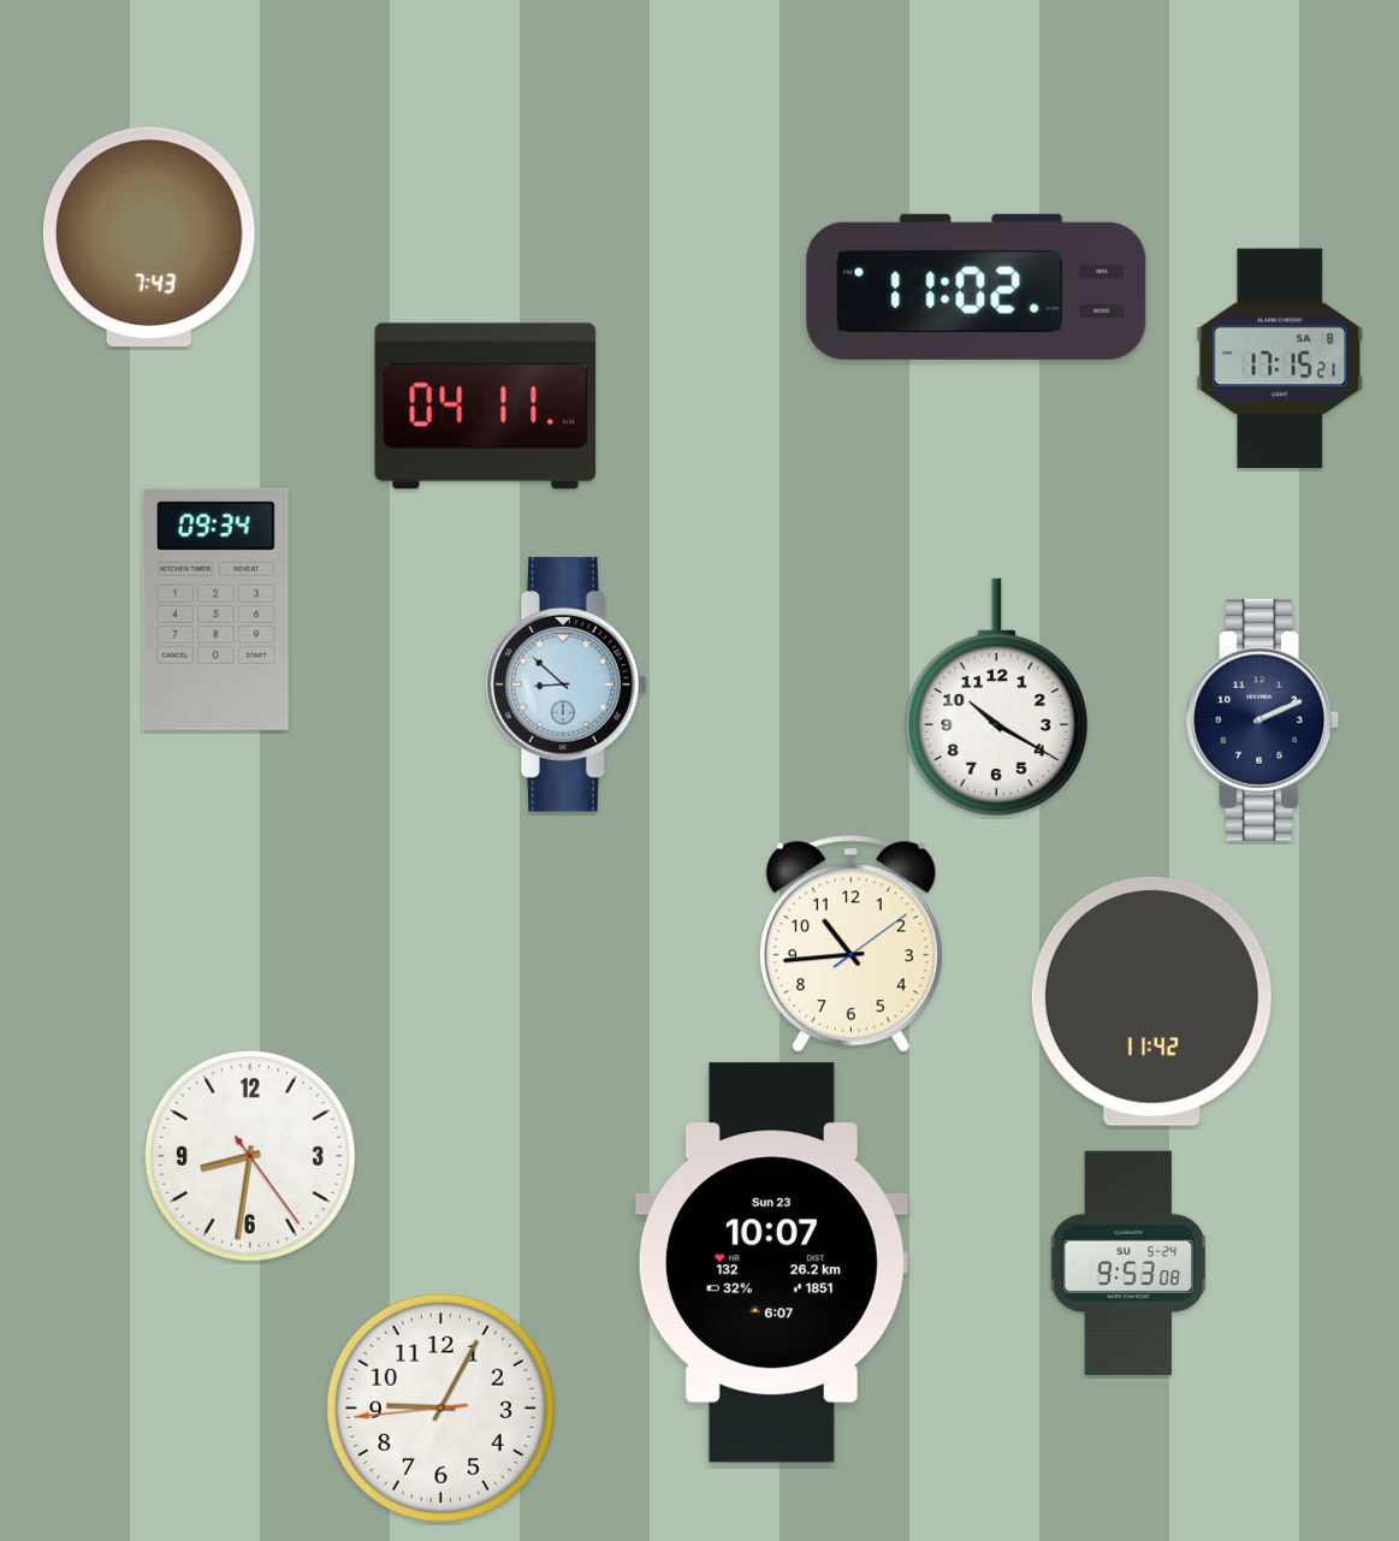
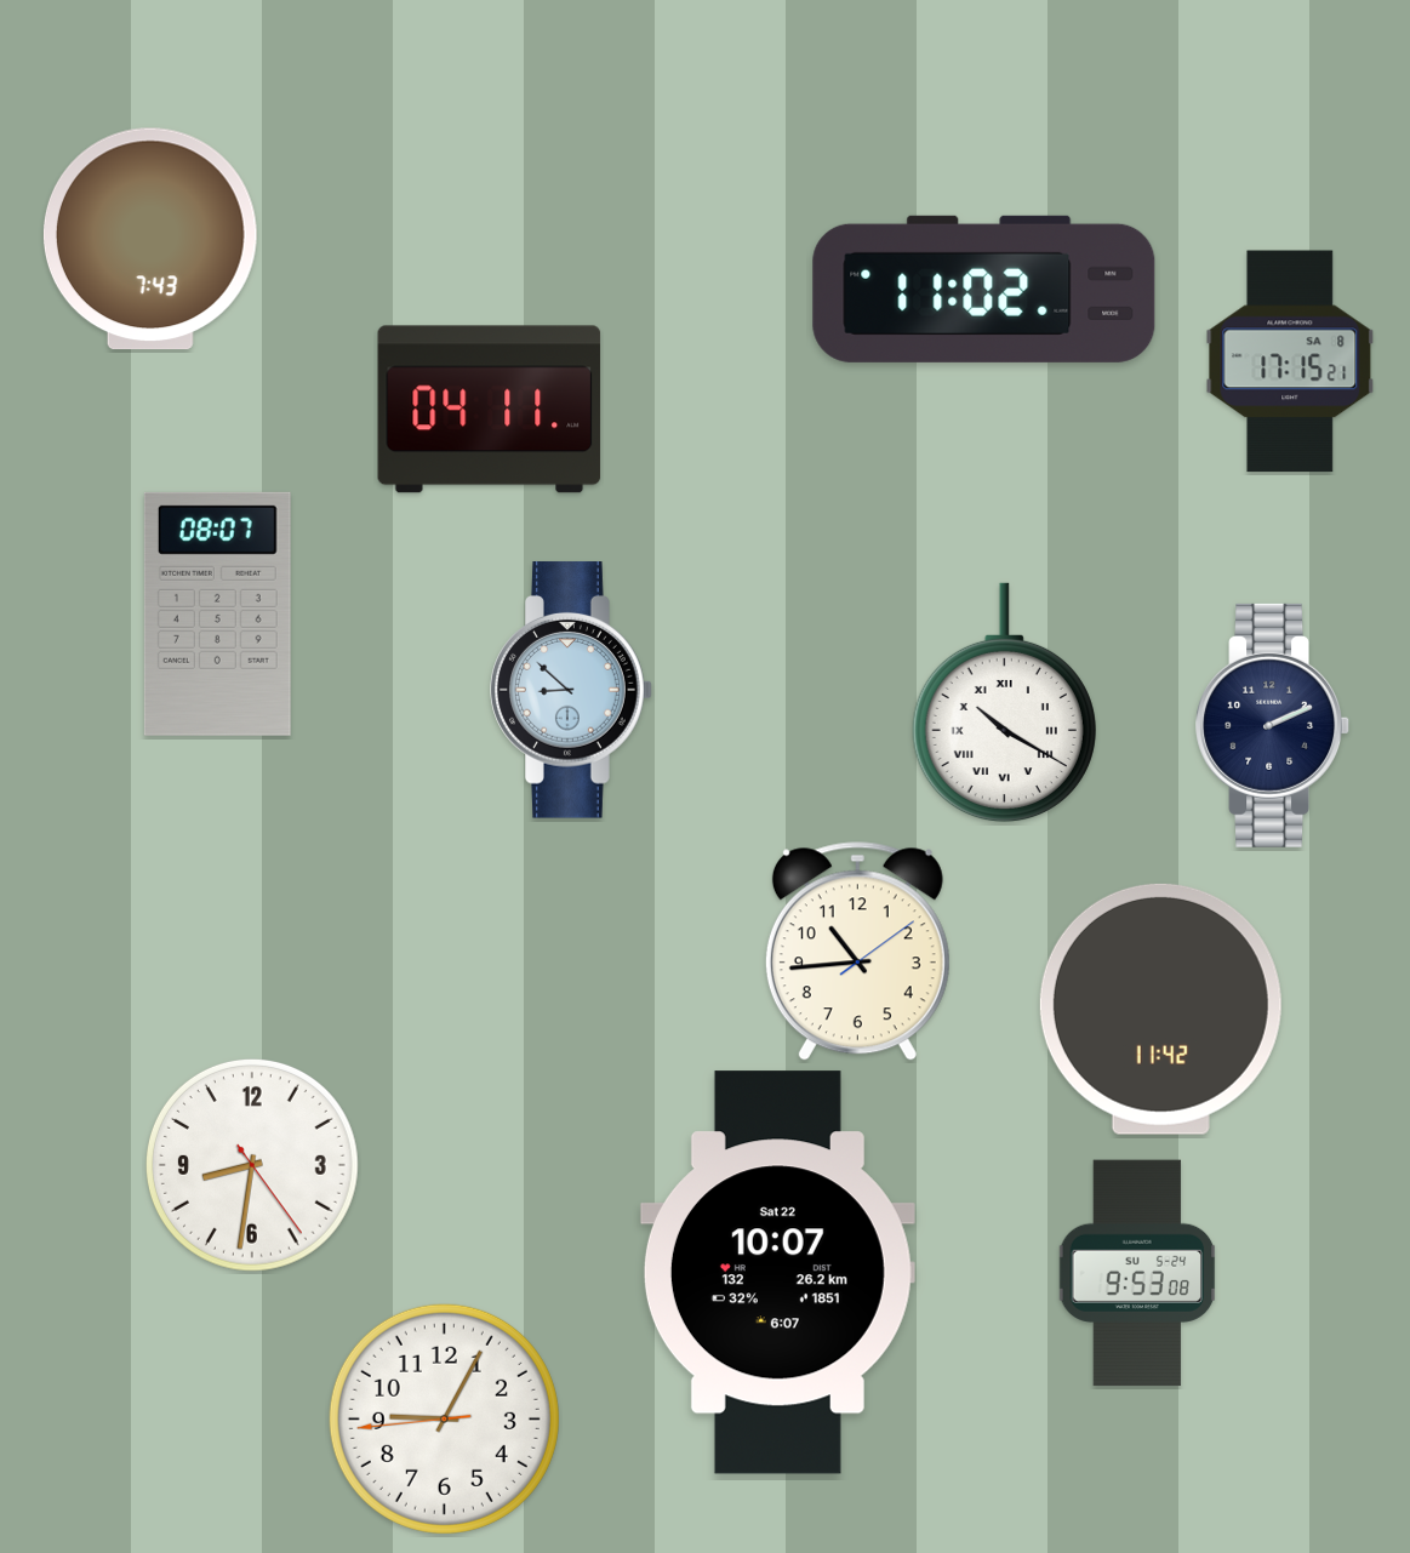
clock at (215, 609): 09:34 -> 08:07
clock at (996, 698) numerals: Arabic -> Roman
clock at (771, 1263) date: Sun 23 -> Sat 22
